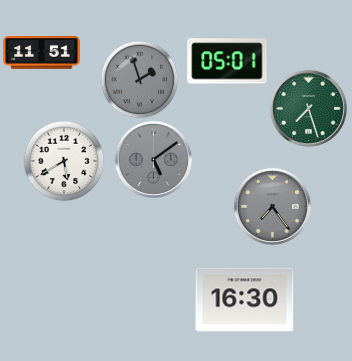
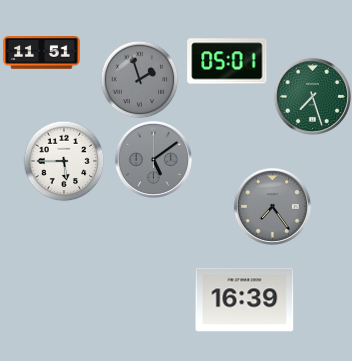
clock at (308, 108) position: (308, 108) -> (312, 96)
clock at (64, 161): 5:40 -> 5:45
clock at (245, 300): 16:30 -> 16:39
